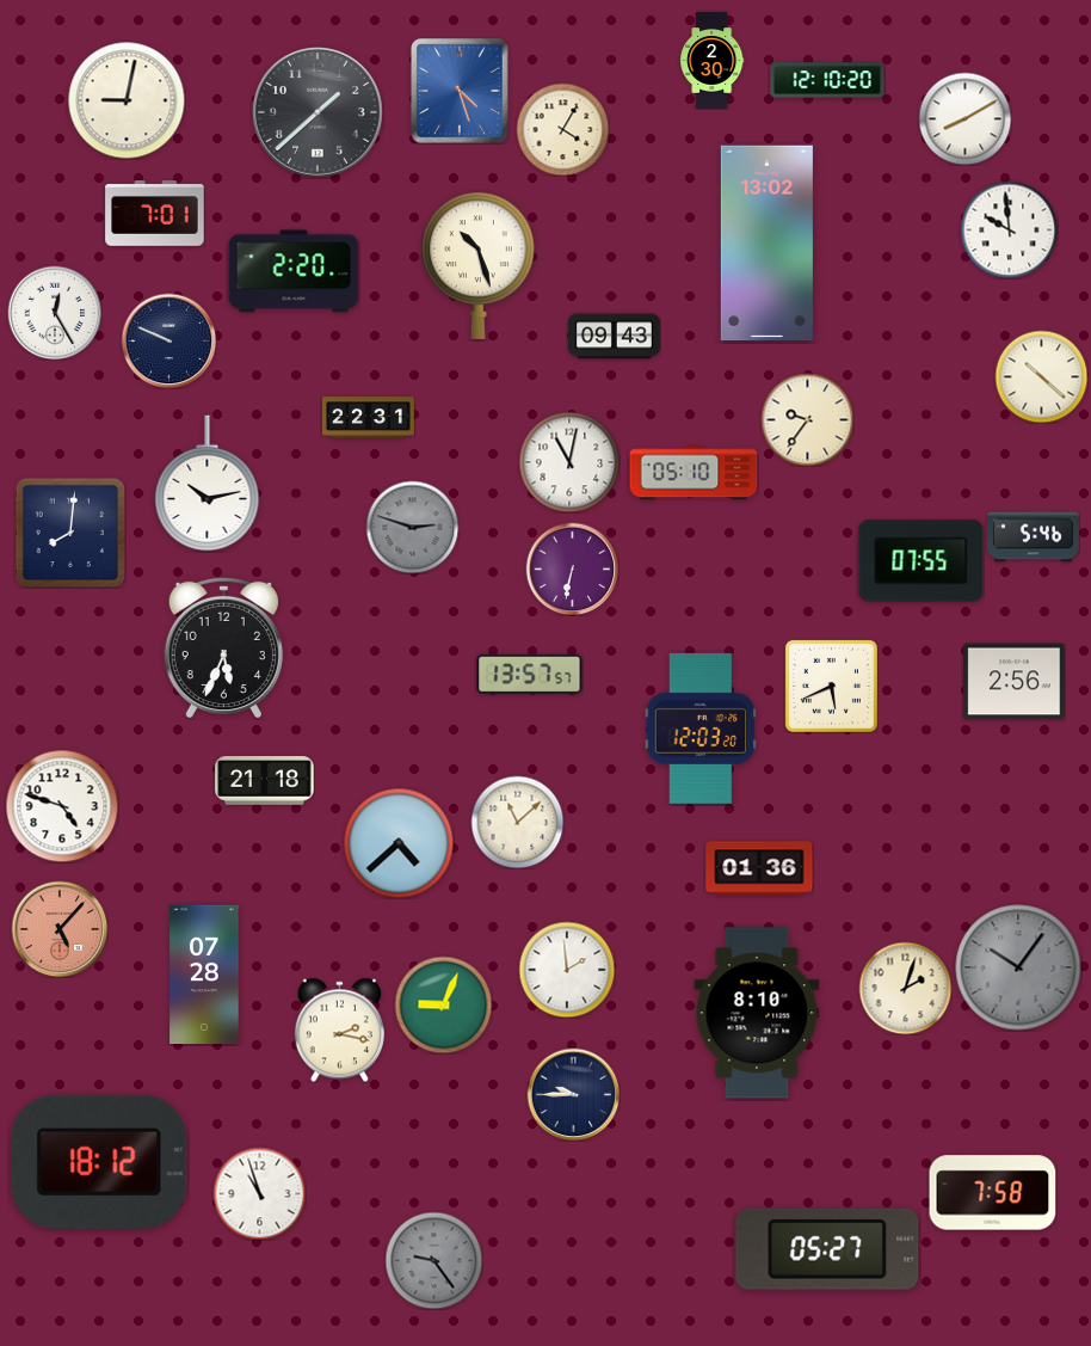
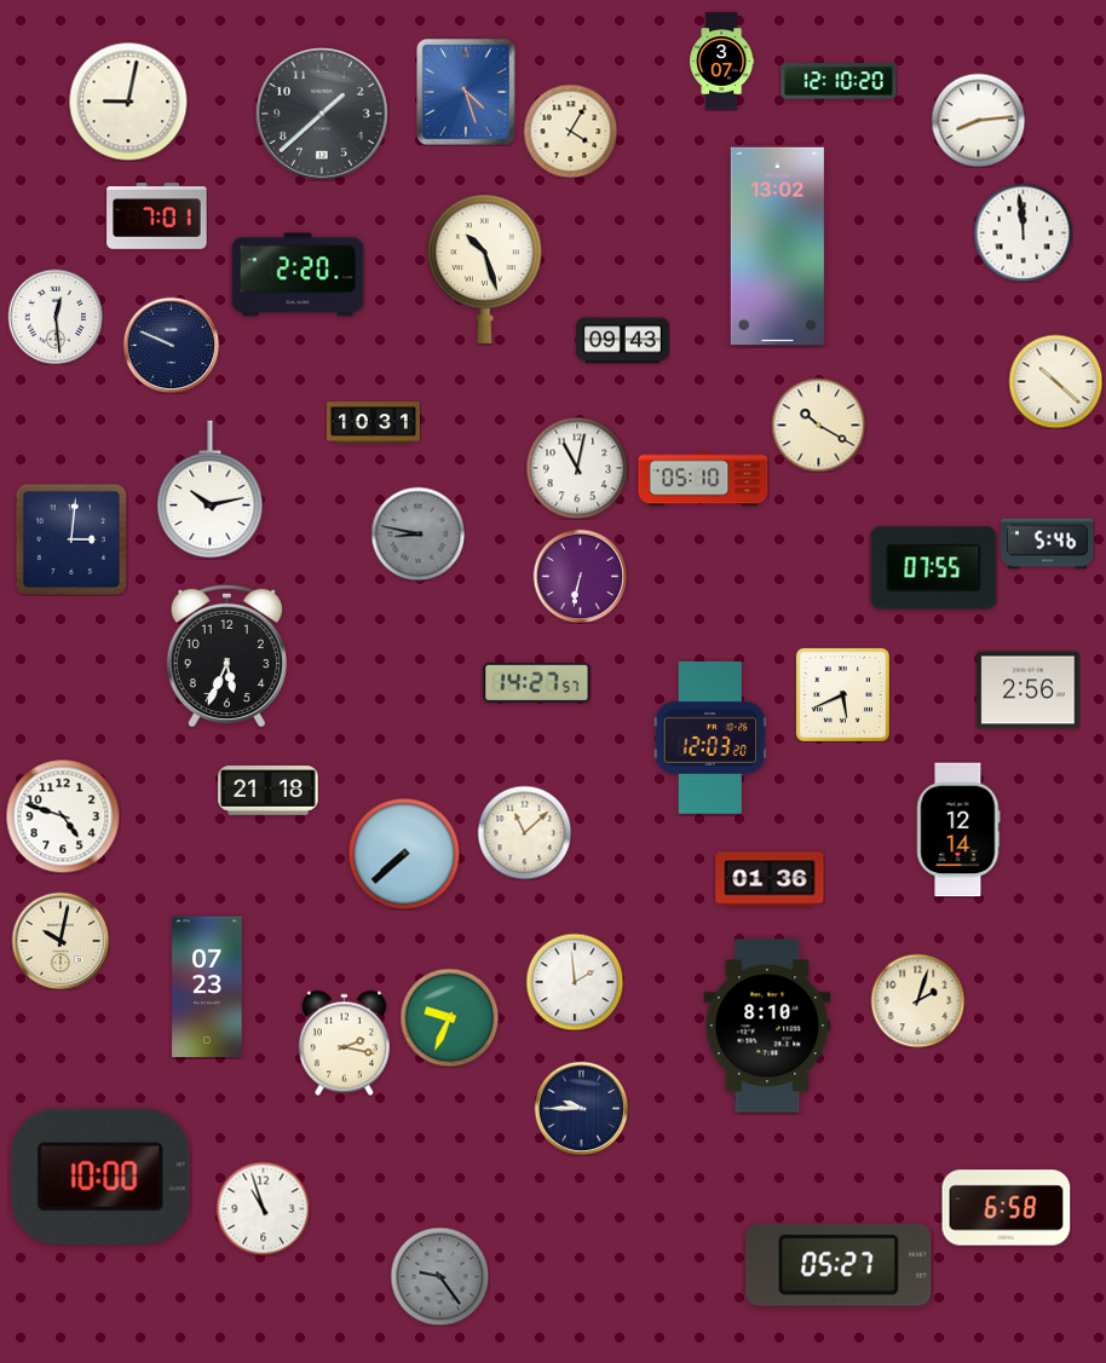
clock at (713, 61): 2:30 -> 3:07
clock at (964, 118): 8:10 -> 8:14
clock at (1009, 229): 9:59 -> 11:59
clock at (55, 313): 12:25 -> 12:29
clock at (369, 418): 22:31 -> 10:31
clock at (807, 419): 9:36 -> 10:20
clock at (412, 527): 2:48 -> 8:47
clock at (70, 533): 8:01 -> 3:01
clock at (530, 674): 13:57 -> 14:27
clock at (958, 830): none -> 12:14
clock at (399, 843): 4:38 -> 7:38
clock at (60, 929): 5:07 -> 10:02
clock at (60, 929) dial: salmon -> cream
clock at (1018, 967): 10:06 -> none
clock at (204, 975): 07:28 -> 07:23
clock at (443, 1004): 9:04 -> 9:34
clock at (99, 1162): 18:12 -> 10:00
clock at (993, 1193): 7:58 -> 6:58
